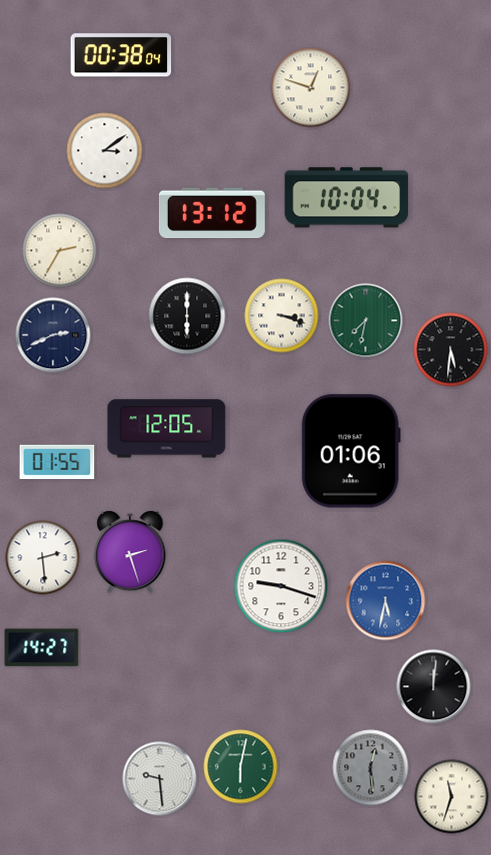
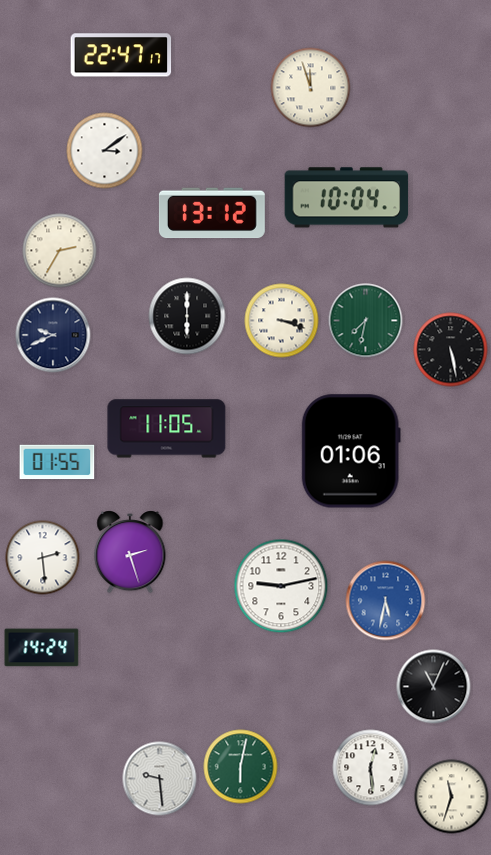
clock at (121, 55): 00:38 -> 22:47
clock at (311, 88): 12:48 -> 11:57
clock at (282, 316) position: (282, 316) -> (282, 321)
clock at (53, 335): 2:41 -> 9:41
clock at (451, 350): 5:31 -> 5:28
clock at (167, 429): 12:05 -> 11:05
clock at (281, 586): 9:18 -> 9:13
clock at (42, 648): 14:27 -> 14:24
clock at (434, 687): 12:01 -> 11:04
clock at (371, 768) dial: grey -> white
